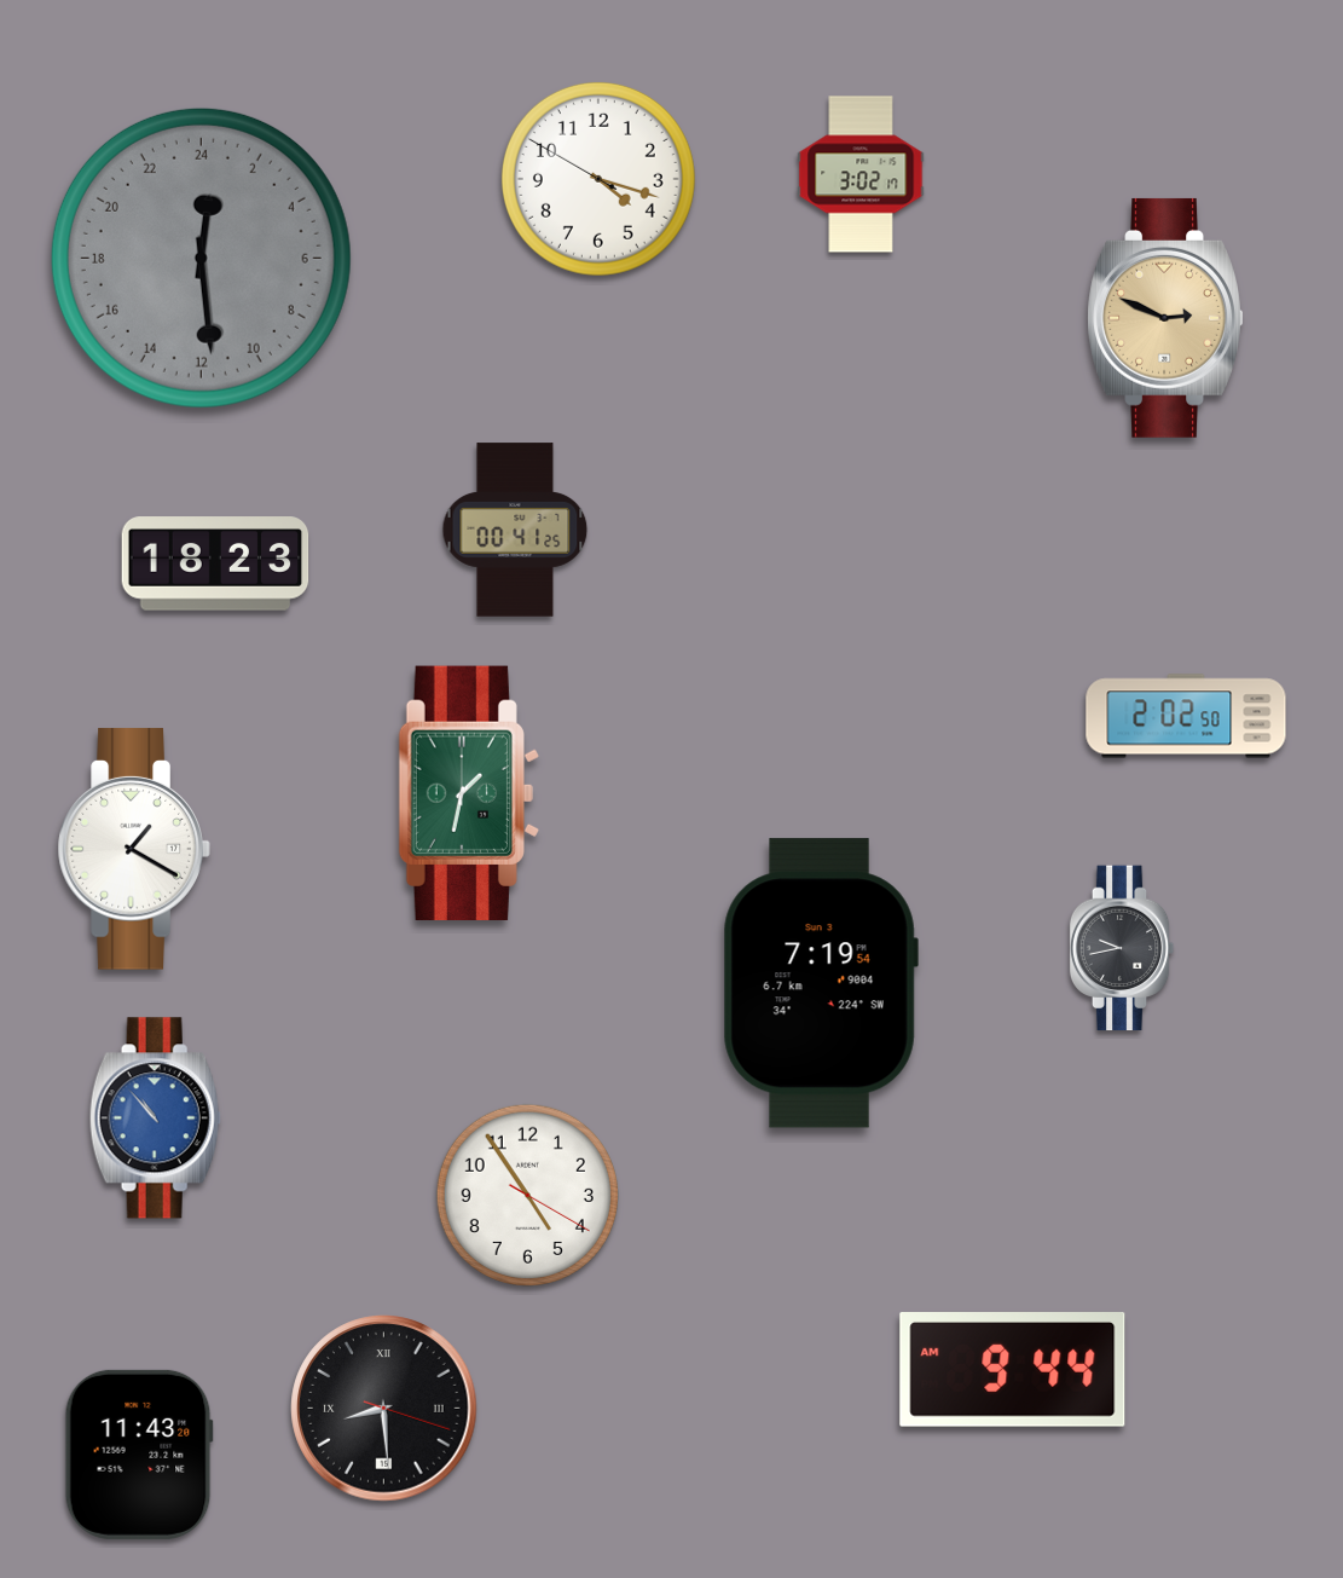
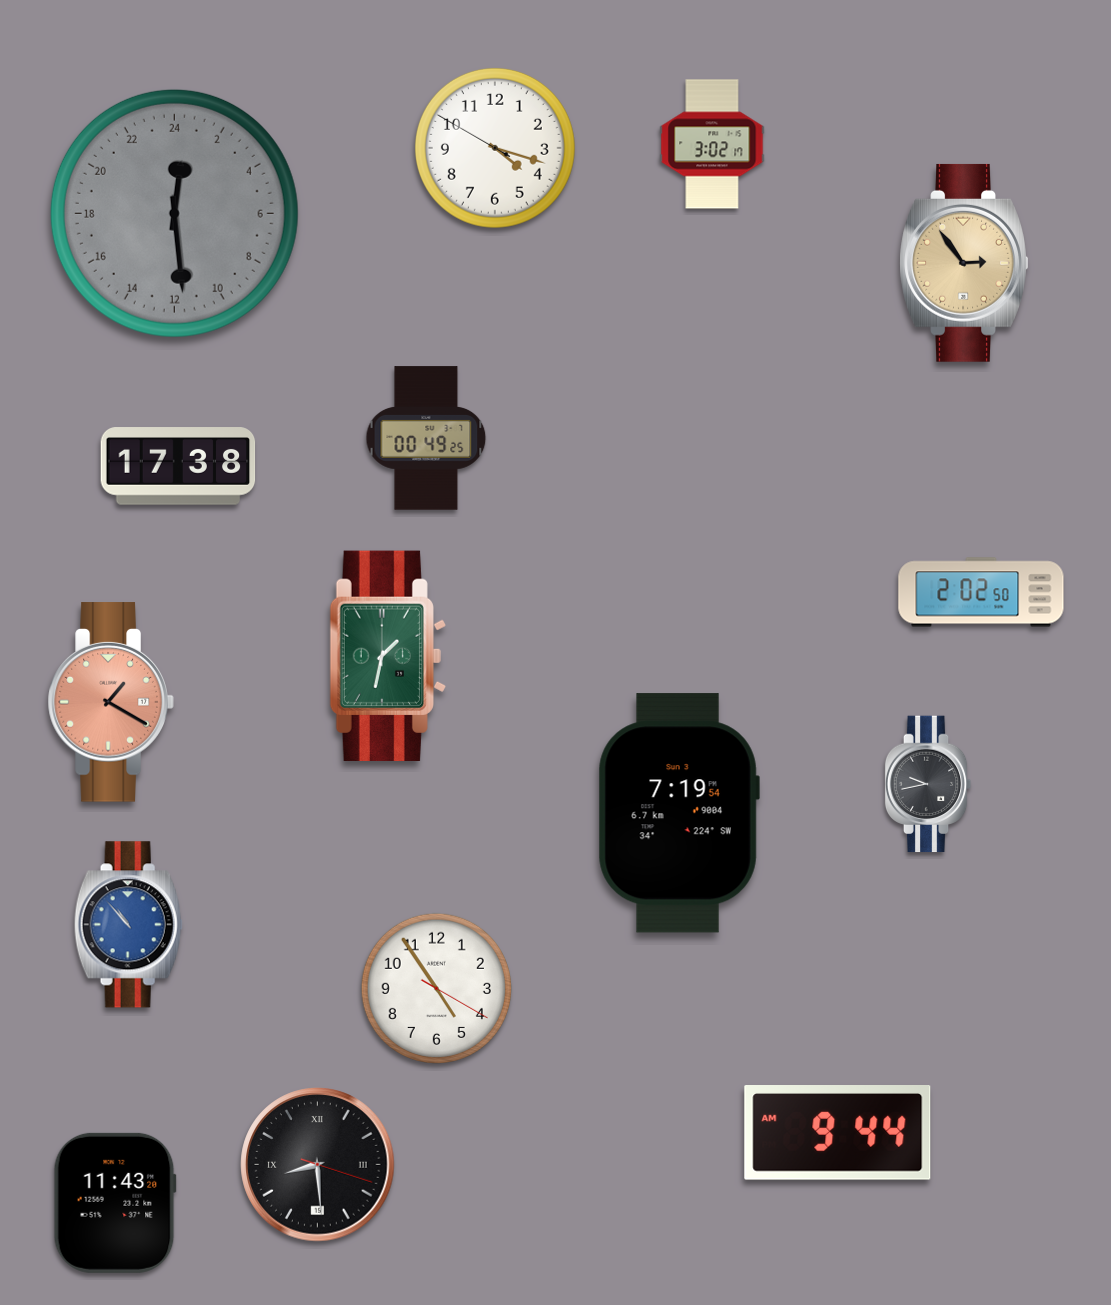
clock at (201, 258) position: (201, 258) -> (174, 213)
clock at (1165, 318): 2:49 -> 2:54
clock at (515, 530): 00:41 -> 00:49
clock at (215, 563): 18:23 -> 17:38
clock at (134, 849) dial: white -> salmon
